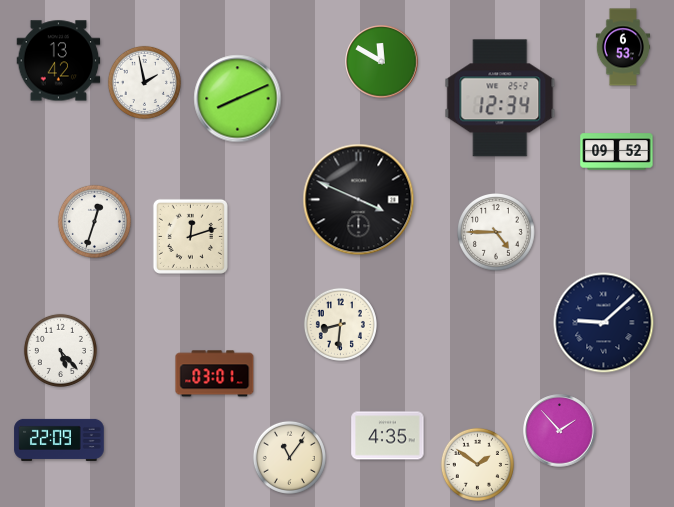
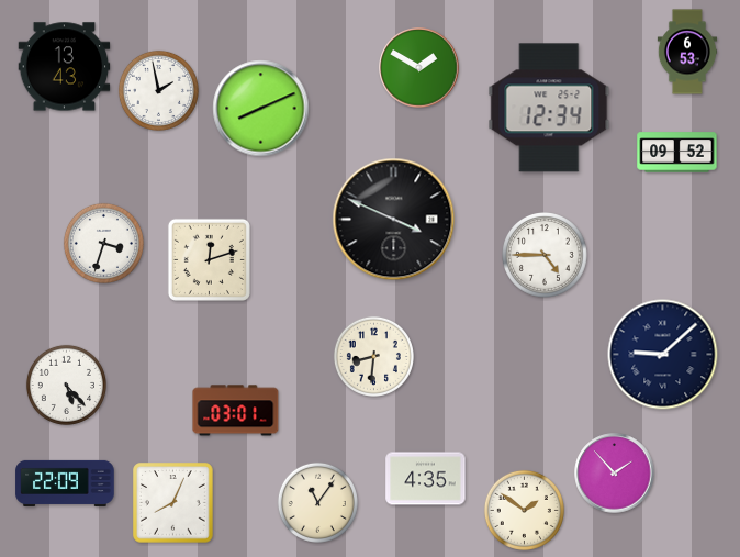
clock at (623, 47) position: (623, 47) -> (687, 52)
clock at (59, 61): 13:42 -> 13:43
clock at (382, 62): 11:50 -> 1:50
clock at (617, 152) position: (617, 152) -> (677, 153)
clock at (94, 221): 12:33 -> 3:33
clock at (173, 503): none -> 8:04
